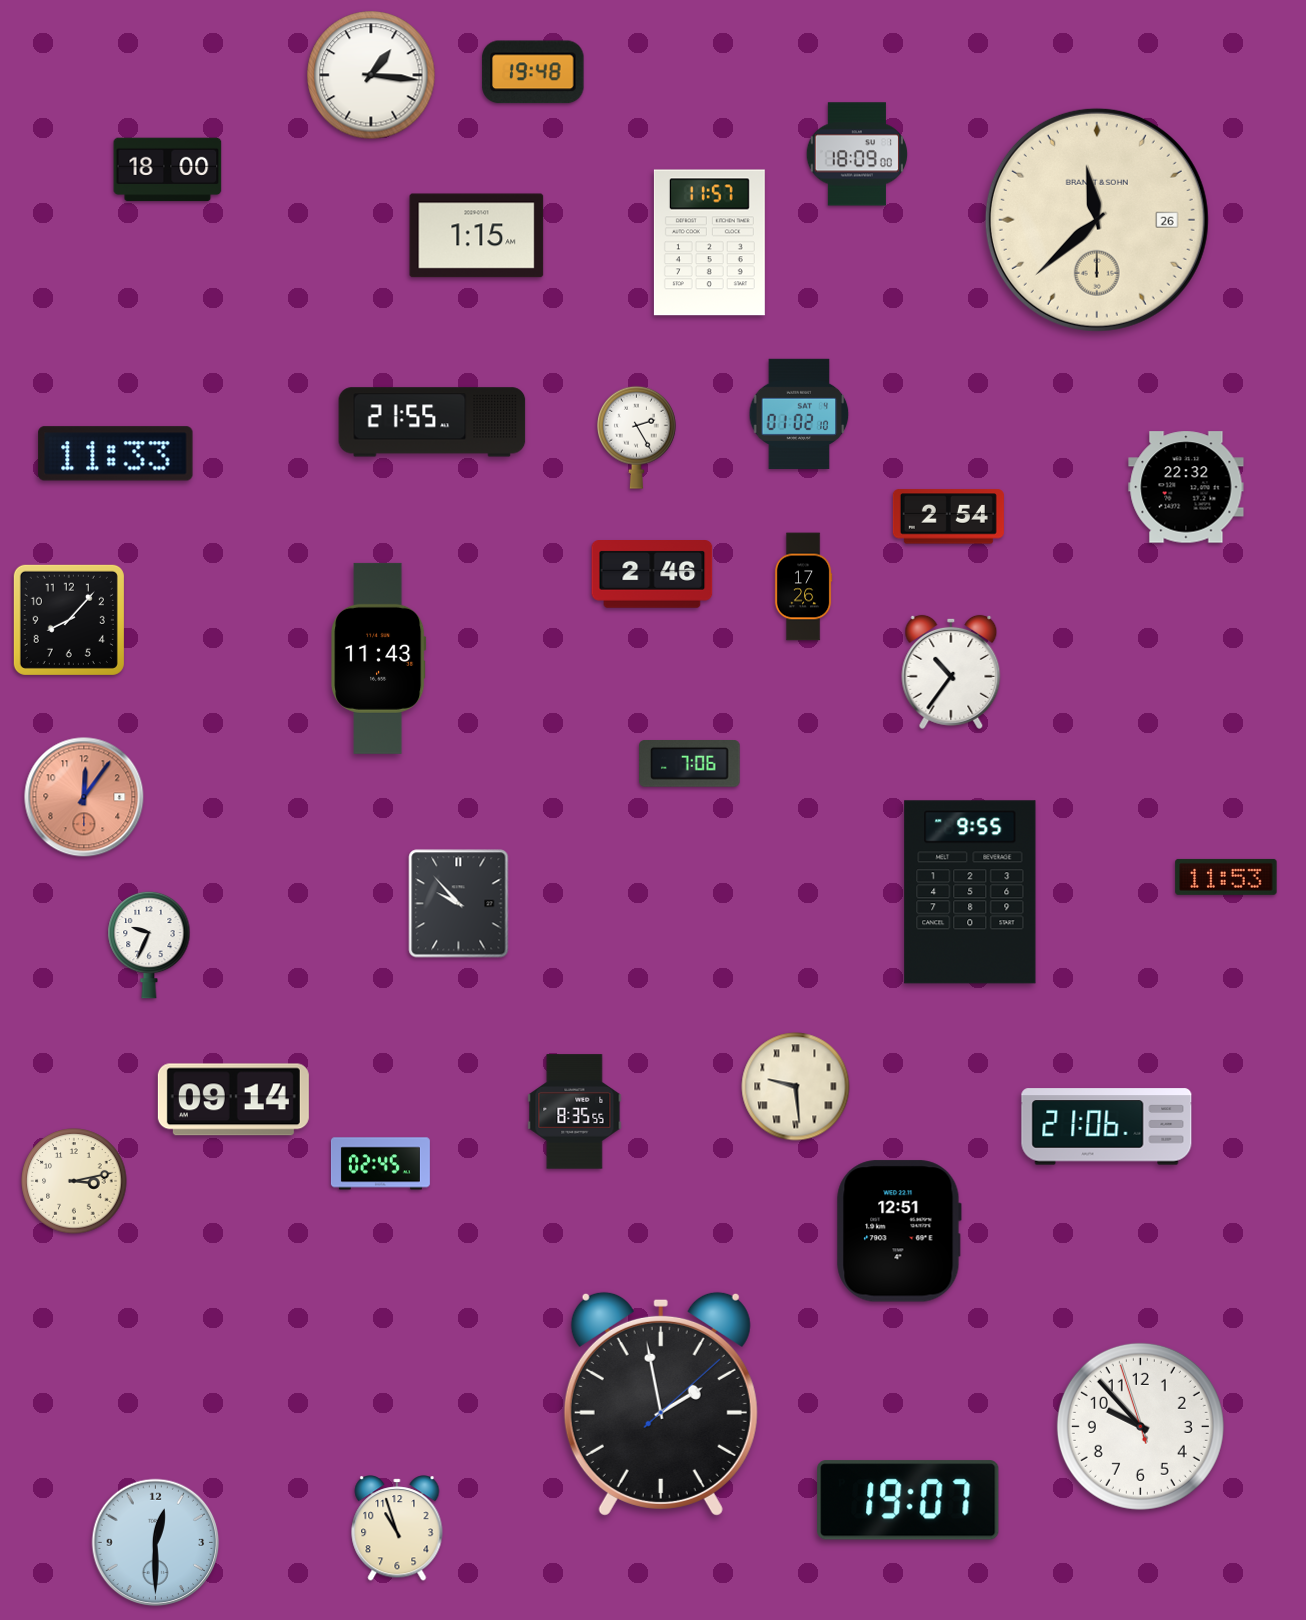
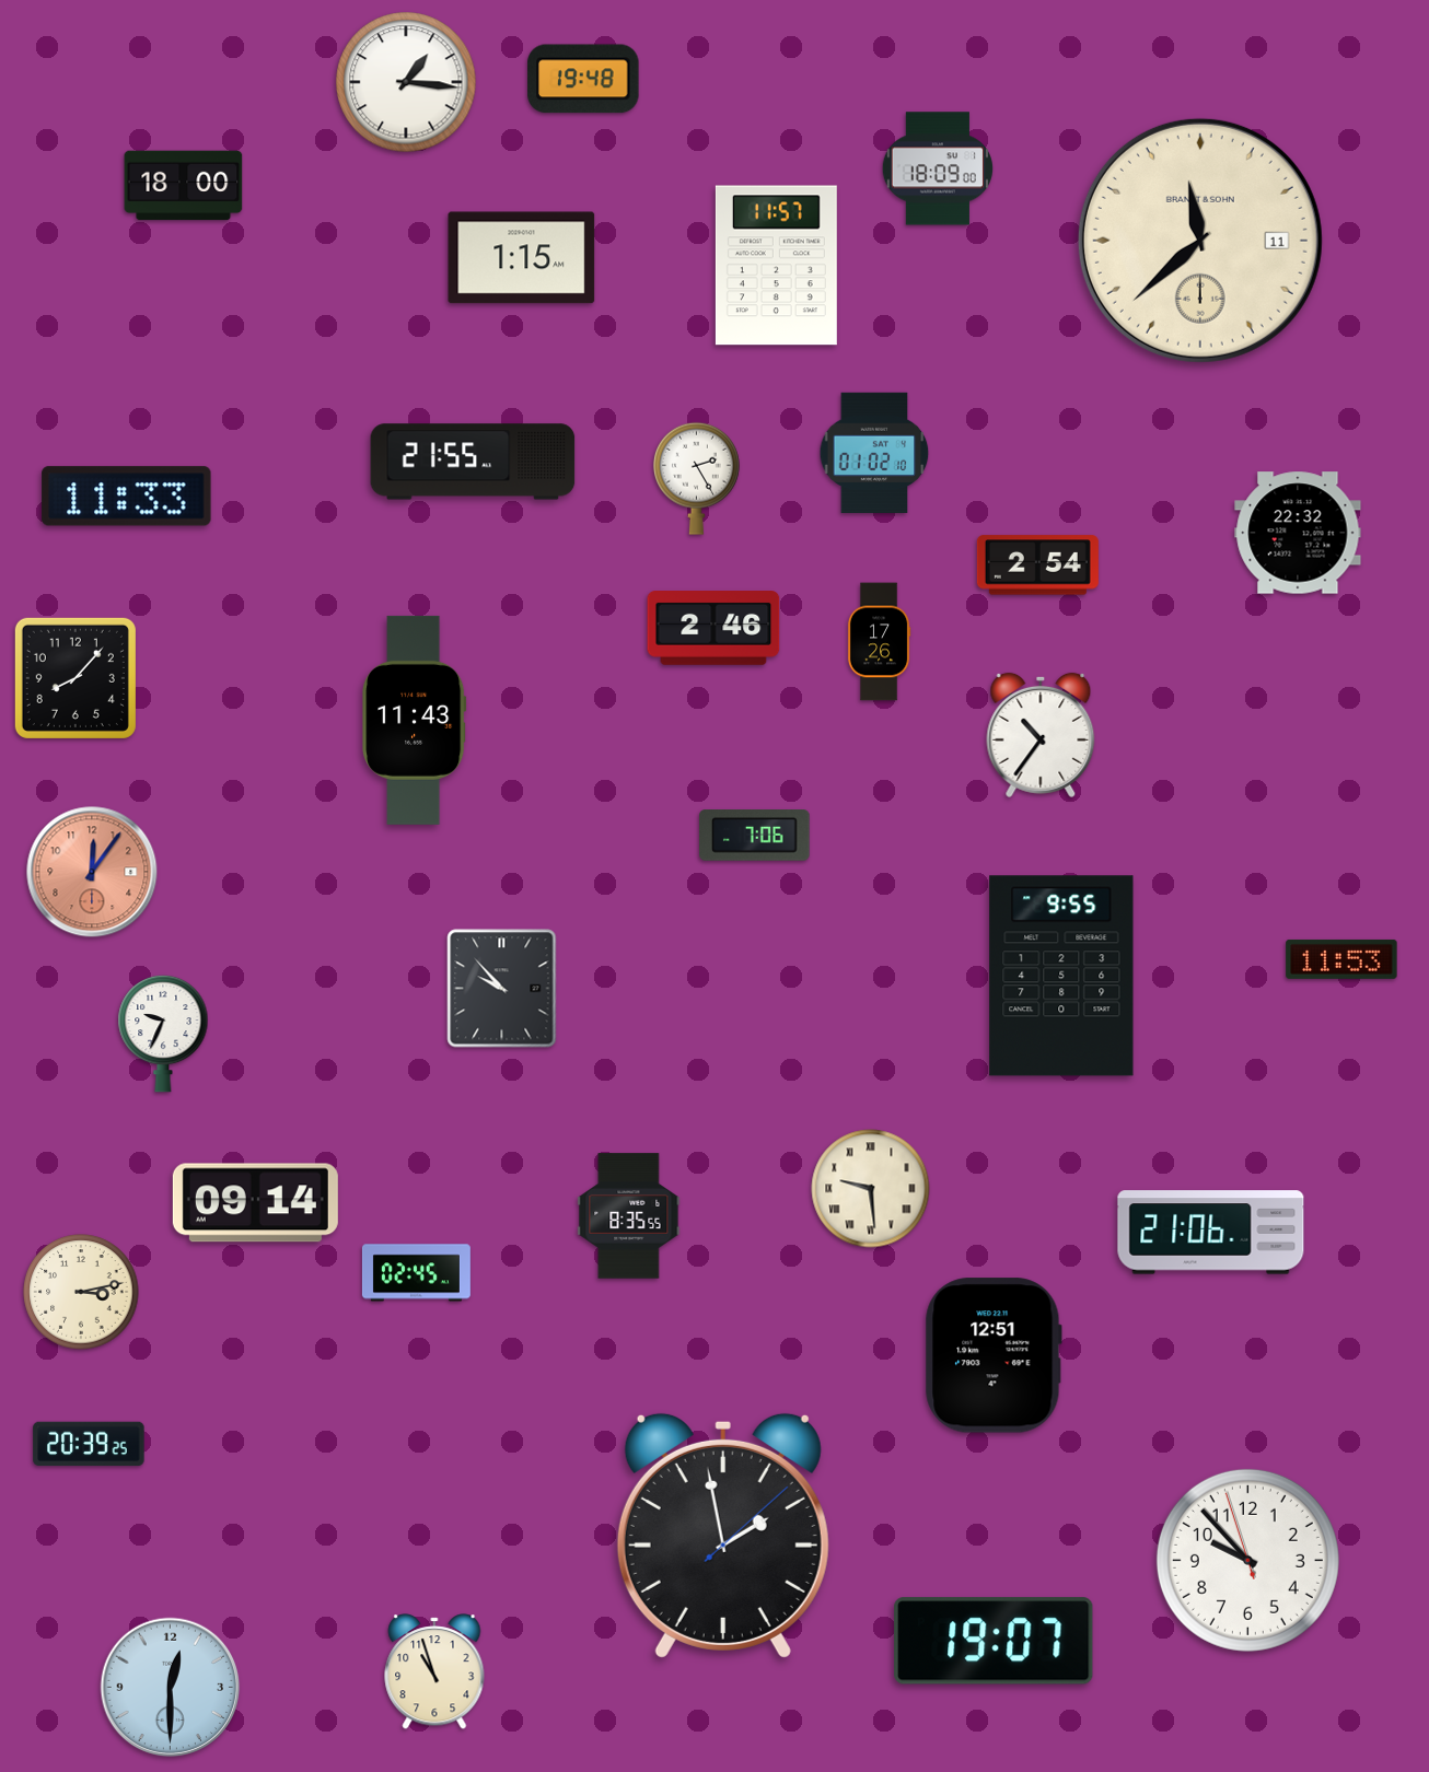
clock at (1097, 220) date: 26 -> 11
clock at (899, 1231) position: (899, 1231) -> (994, 1355)
clock at (89, 1444): none -> 20:39
